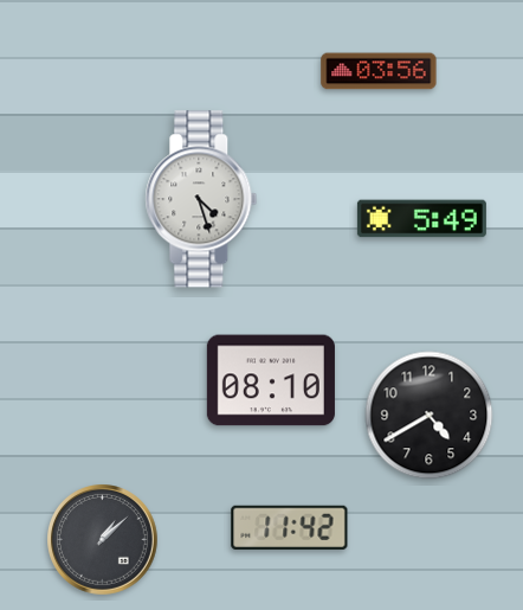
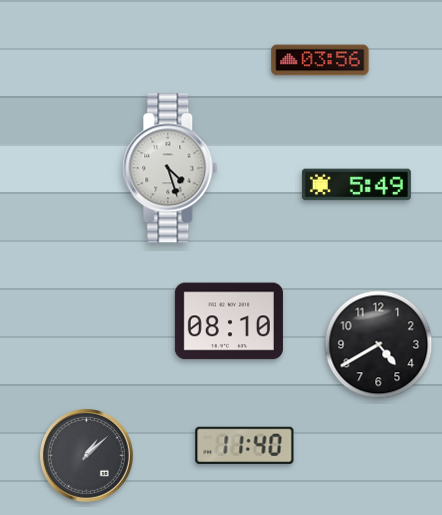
clock at (430, 416) position: (430, 416) -> (379, 345)
clock at (290, 527): 11:42 -> 11:40
